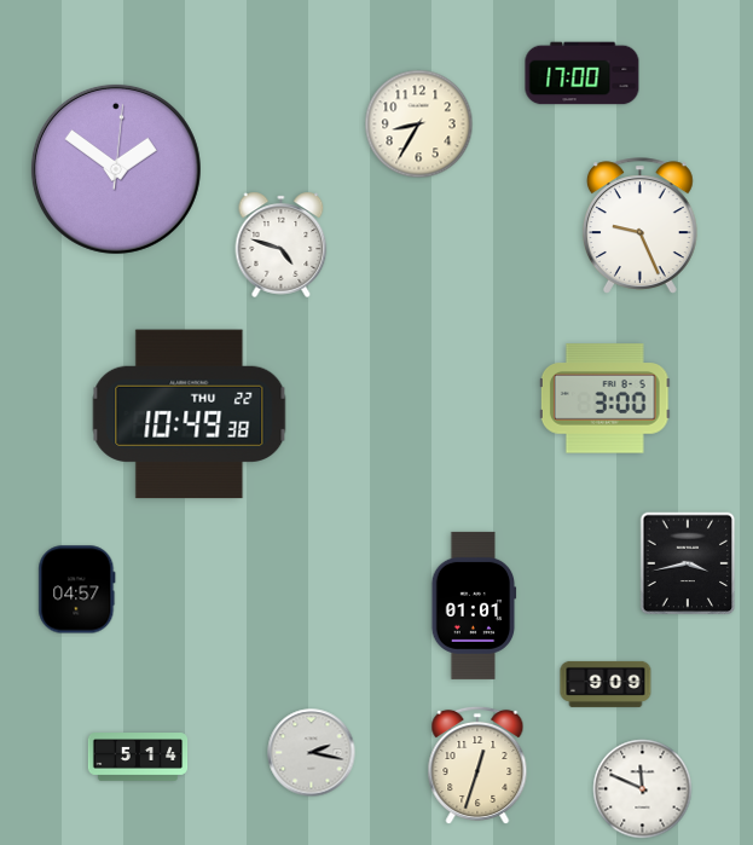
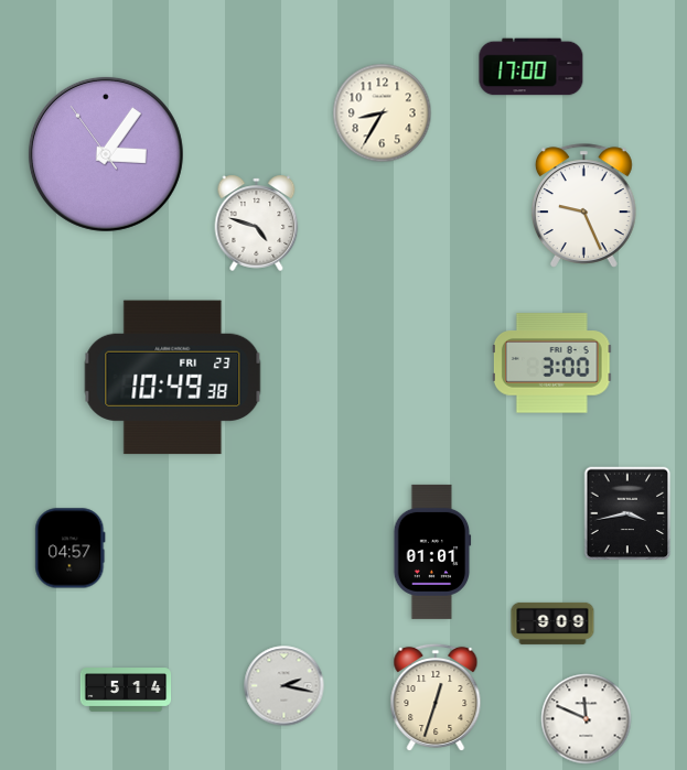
clock at (116, 169): 1:51 -> 3:05
clock at (190, 415) date: THU 22 -> FRI 23
clock at (77, 590) position: (77, 590) -> (71, 549)
